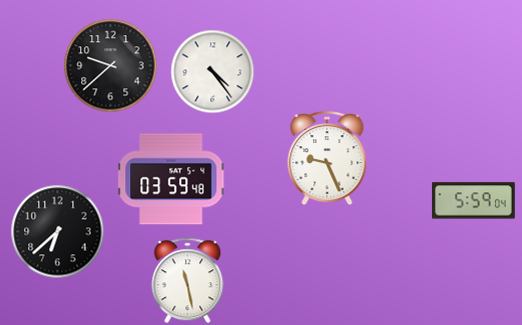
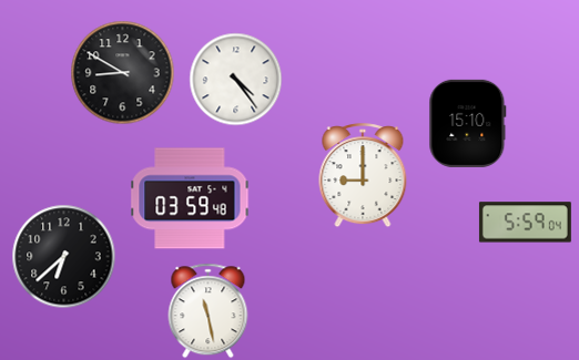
clock at (110, 65): 9:38 -> 8:50
clock at (468, 123): none -> 15:10
clock at (327, 158): 9:26 -> 9:00
